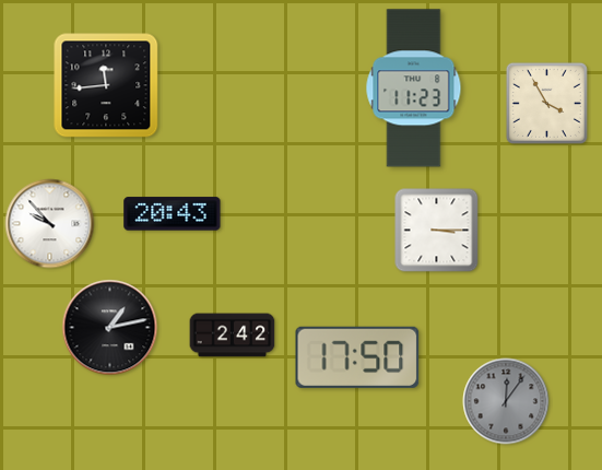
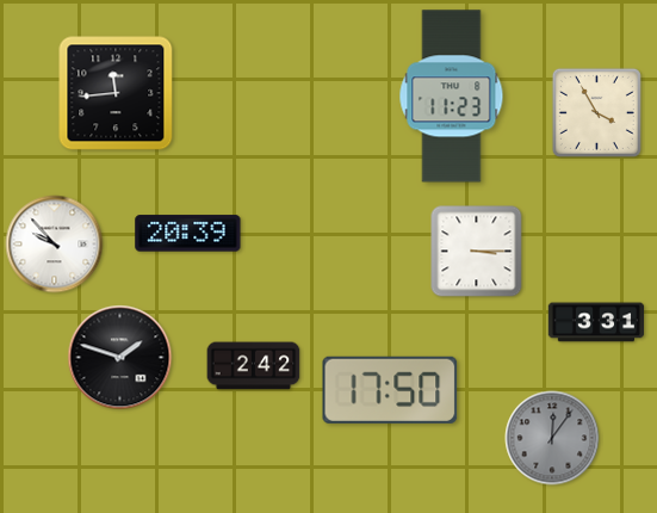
clock at (173, 214): 20:43 -> 20:39
clock at (596, 322): none -> 3:31
clock at (110, 328): 1:13 -> 1:48
